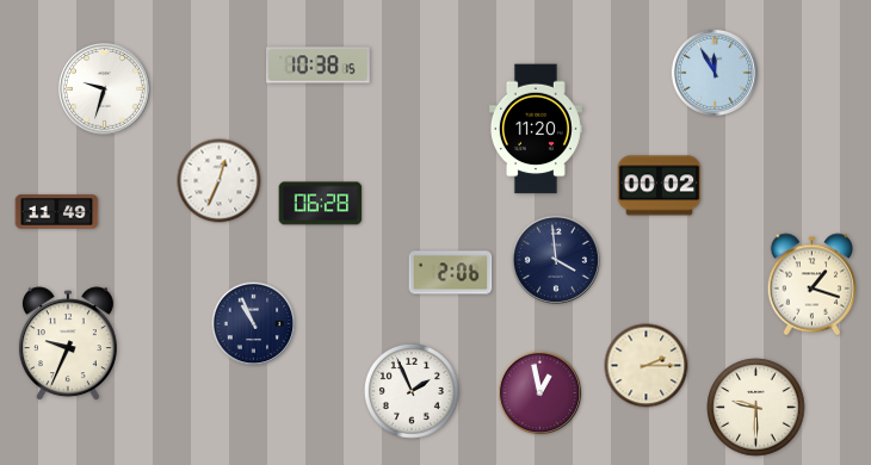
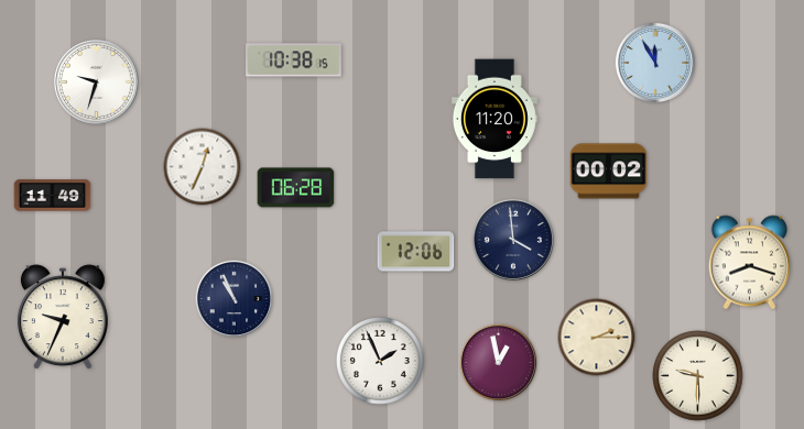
clock at (715, 73) position: (715, 73) -> (655, 63)
clock at (451, 273): 2:06 -> 12:06
clock at (813, 285): 1:18 -> 8:18
